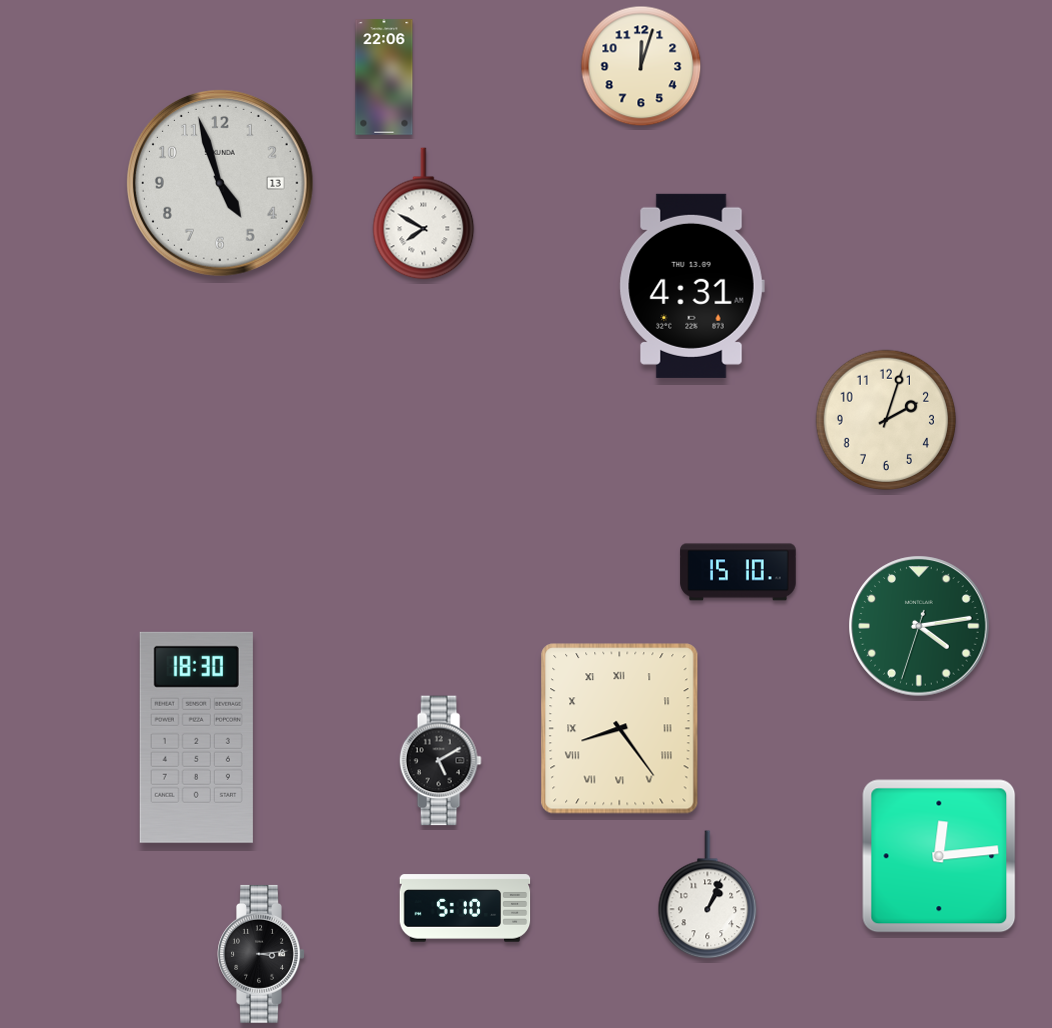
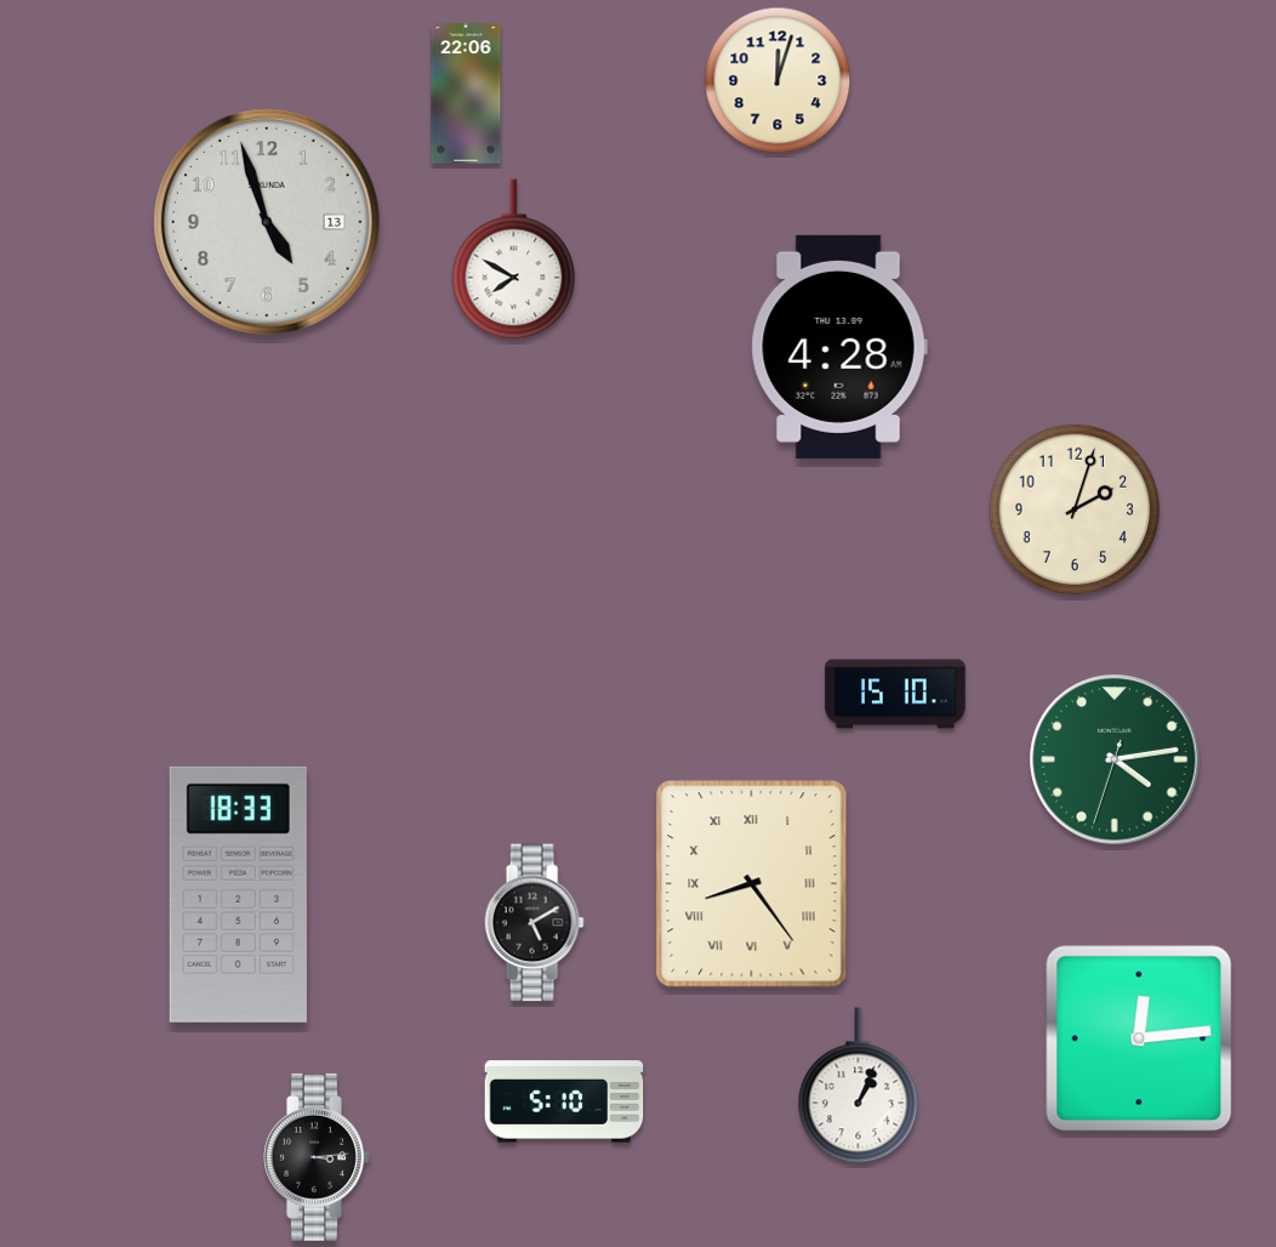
clock at (692, 286): 4:31 -> 4:28
clock at (196, 737): 18:30 -> 18:33
